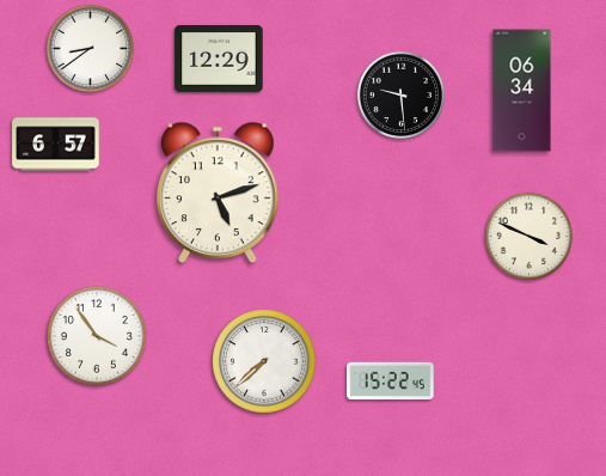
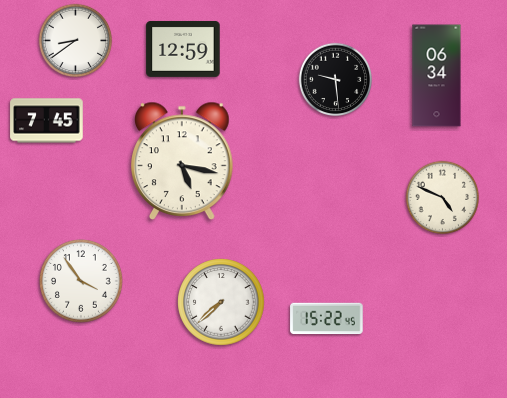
clock at (219, 59): 12:29 -> 12:59
clock at (56, 145): 6:57 -> 7:45
clock at (219, 191): 5:12 -> 5:17
clock at (530, 237): 3:49 -> 4:49
